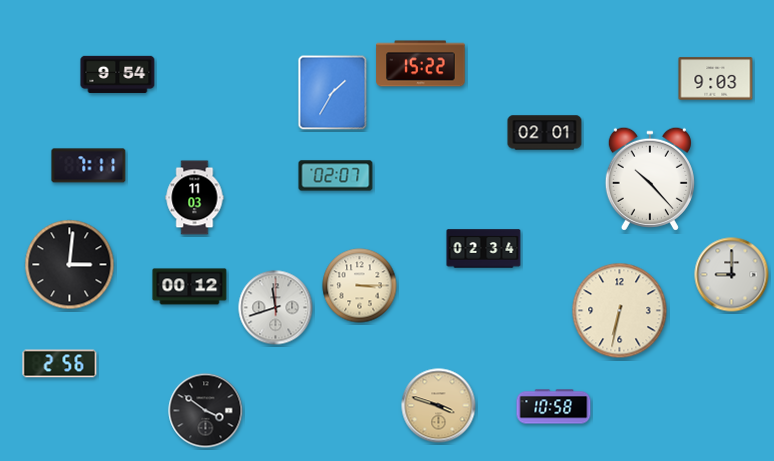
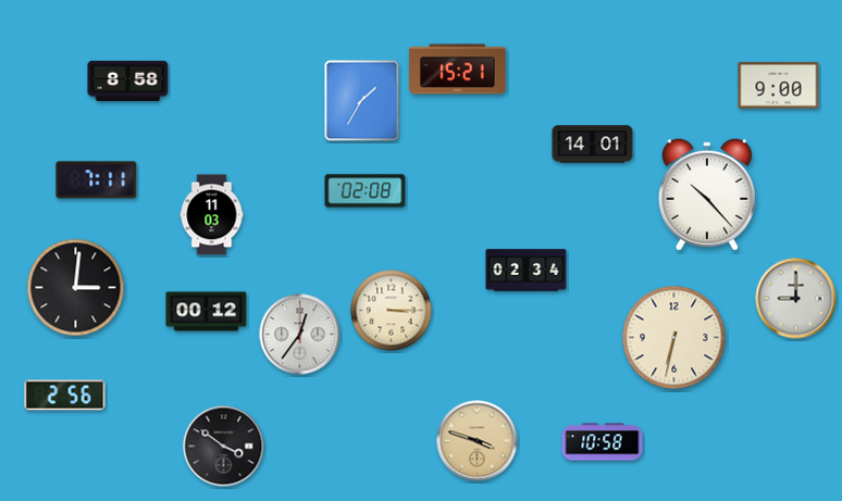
clock at (421, 64): 15:22 -> 15:21
clock at (118, 74): 9:54 -> 8:58
clock at (716, 79): 9:03 -> 9:00
clock at (545, 133): 02:01 -> 14:01
clock at (336, 176): 02:07 -> 02:08
clock at (276, 308): 11:42 -> 12:36
